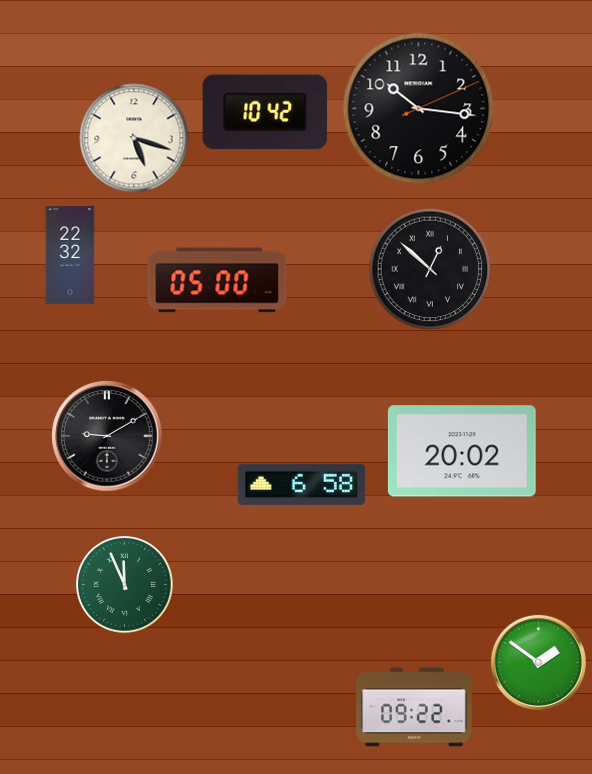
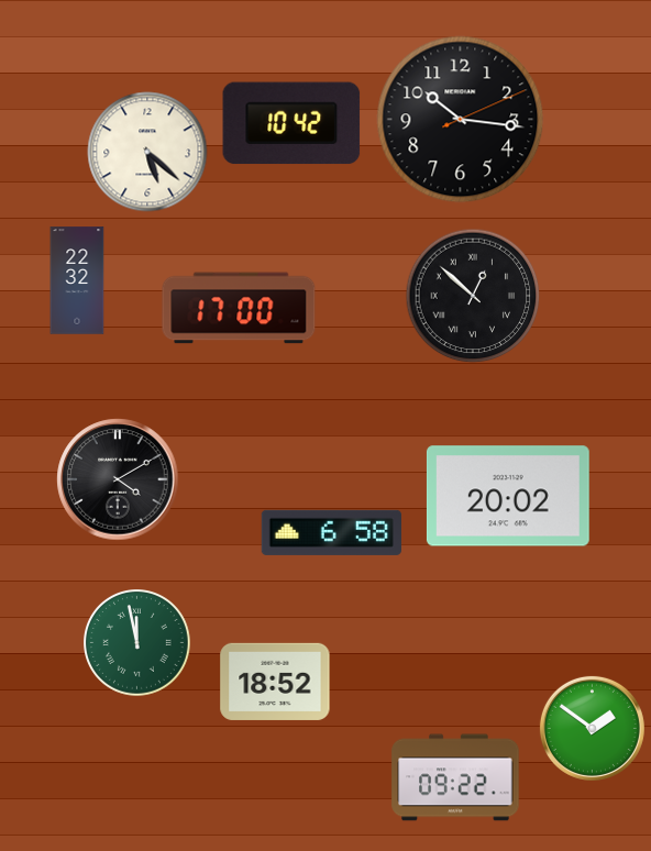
clock at (134, 138): 5:18 -> 5:22
clock at (217, 280): 05:00 -> 17:00
clock at (107, 436): 9:10 -> 4:10
clock at (125, 585): 11:56 -> 11:58
clock at (275, 682): none -> 18:52
